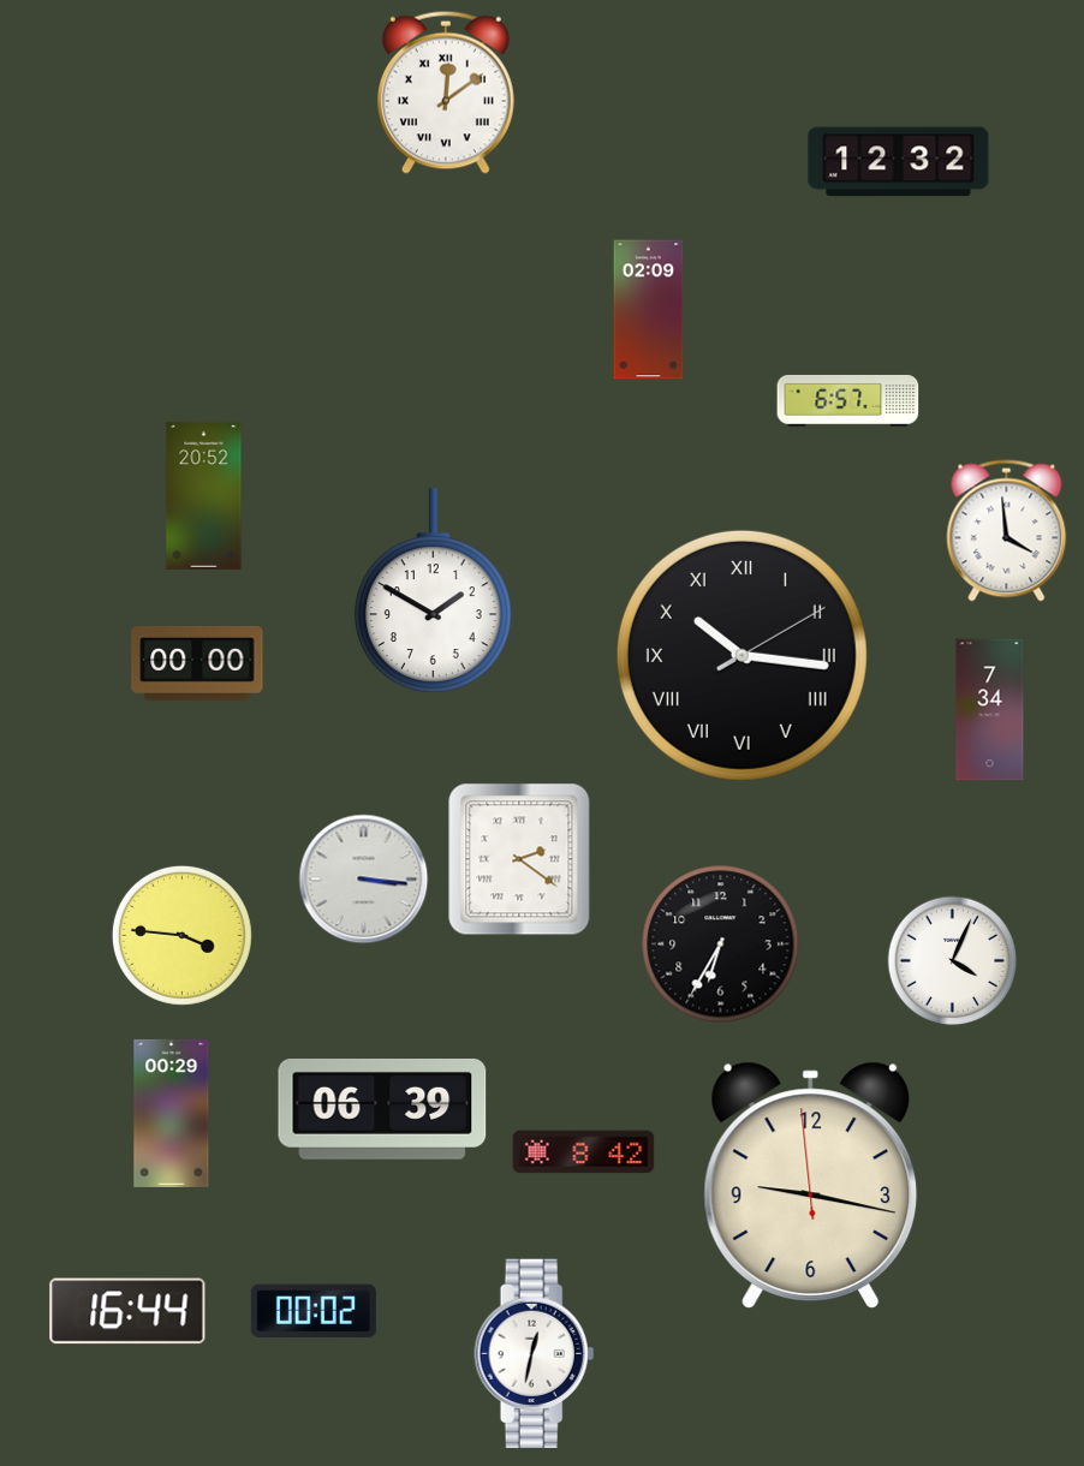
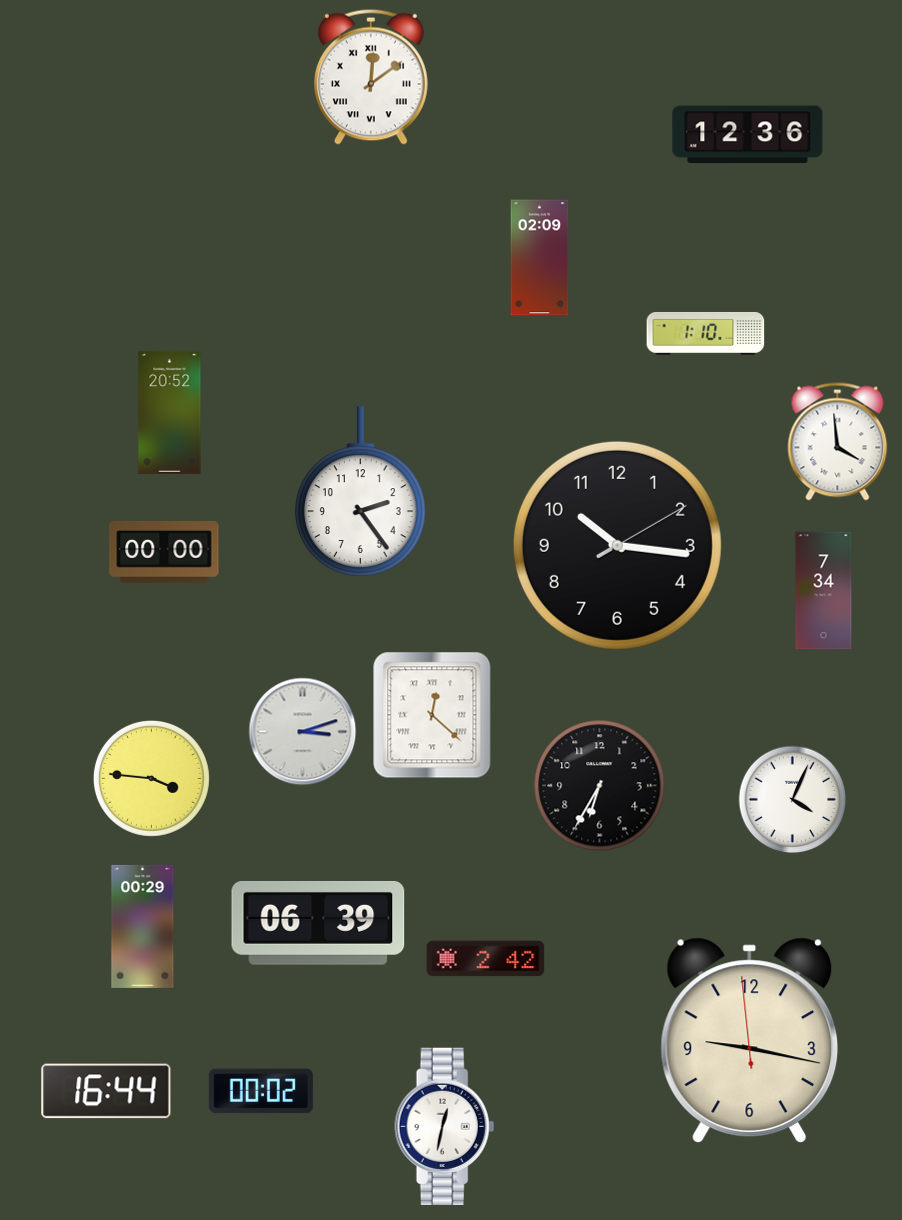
clock at (899, 162): 12:32 -> 12:36
clock at (848, 400): 6:57 -> 1:10
clock at (433, 591): 1:50 -> 2:24
clock at (741, 655) numerals: Roman -> Arabic
clock at (519, 859): 2:21 -> 12:22
clock at (364, 880): 3:16 -> 3:12
clock at (584, 1152): 8:42 -> 2:42
clock at (811, 1185) position: (811, 1185) -> (750, 1040)
